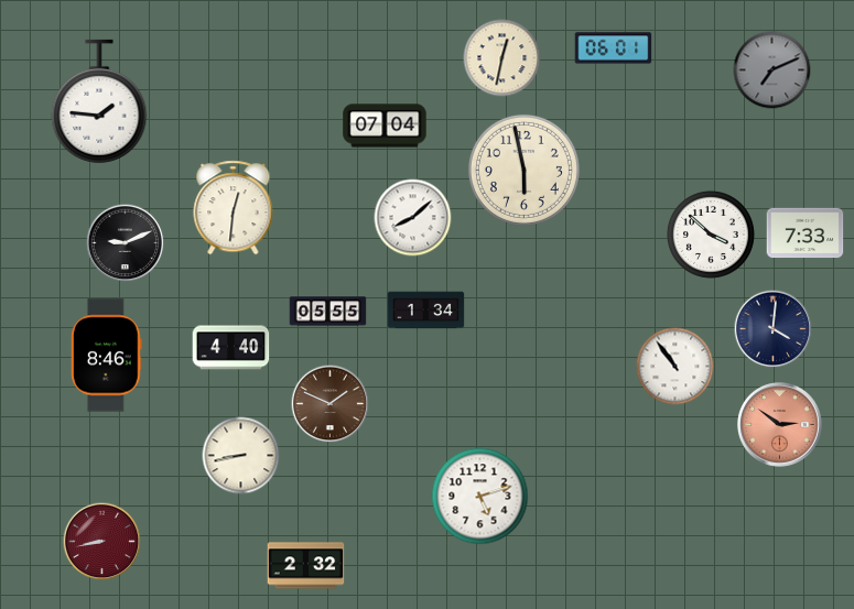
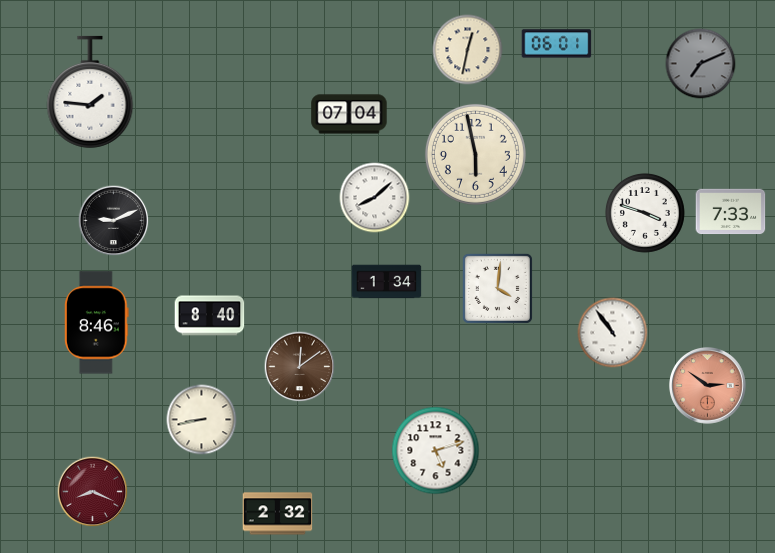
clock at (502, 58) position: (502, 58) -> (468, 50)
clock at (234, 208): 12:31 -> none
clock at (711, 235): 3:52 -> 3:48
clock at (328, 312): 05:55 -> none
clock at (497, 288): none -> 4:01
clock at (774, 329): 4:01 -> none
clock at (231, 348): 4:40 -> 8:40
clock at (331, 404): 1:49 -> 12:09
clock at (241, 456) position: (241, 456) -> (202, 420)
clock at (102, 542): 8:43 -> 8:19
